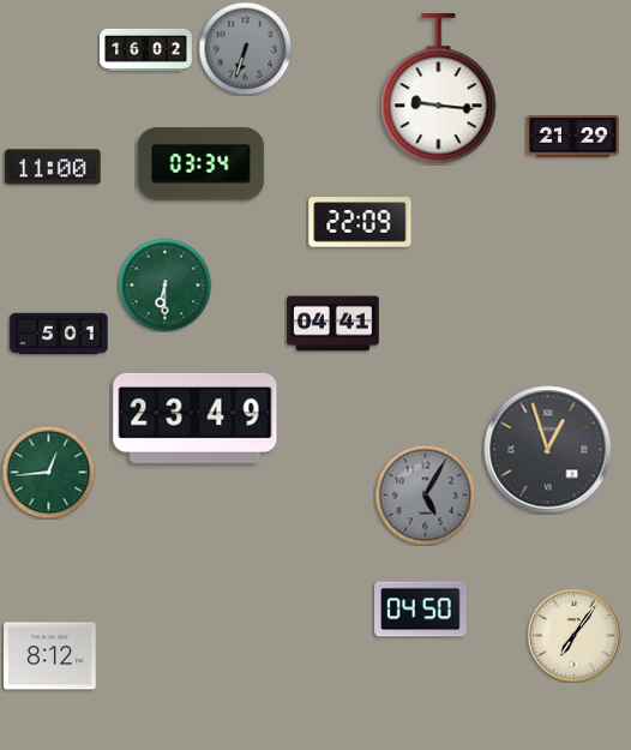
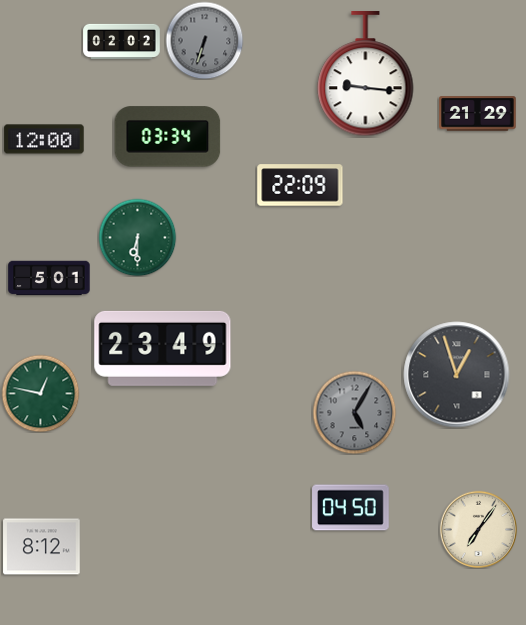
clock at (146, 49): 16:02 -> 02:02
clock at (53, 167): 11:00 -> 12:00
clock at (333, 324): 04:41 -> none
clock at (48, 472): 12:44 -> 12:47
